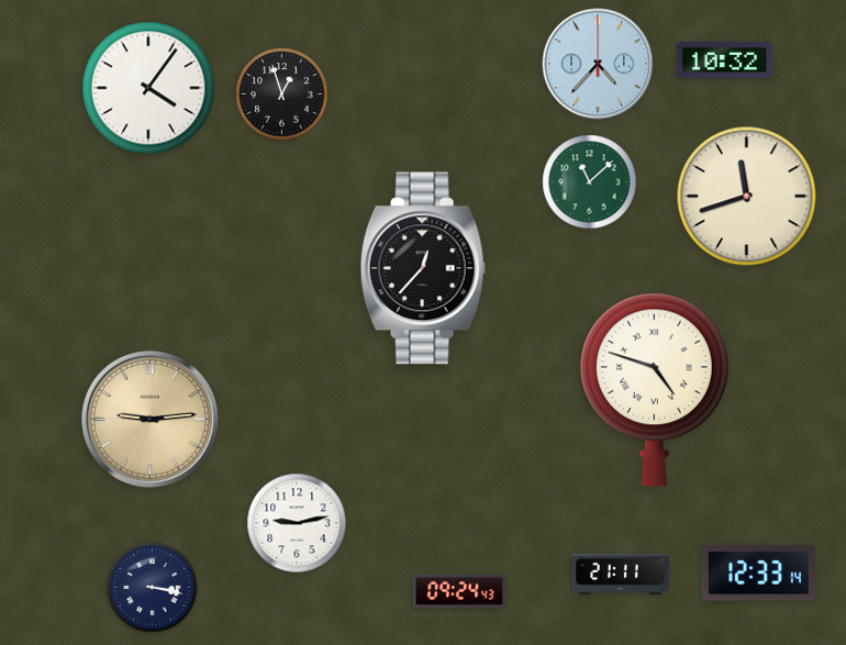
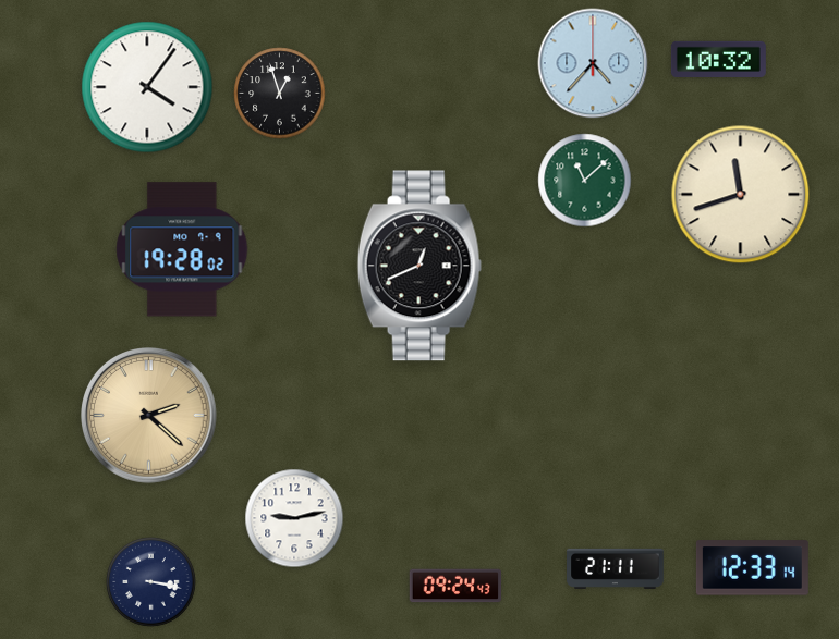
clock at (182, 249): none -> 19:28
clock at (423, 268): 12:37 -> 12:41
clock at (654, 389): 4:48 -> none
clock at (151, 420): 9:14 -> 2:22
